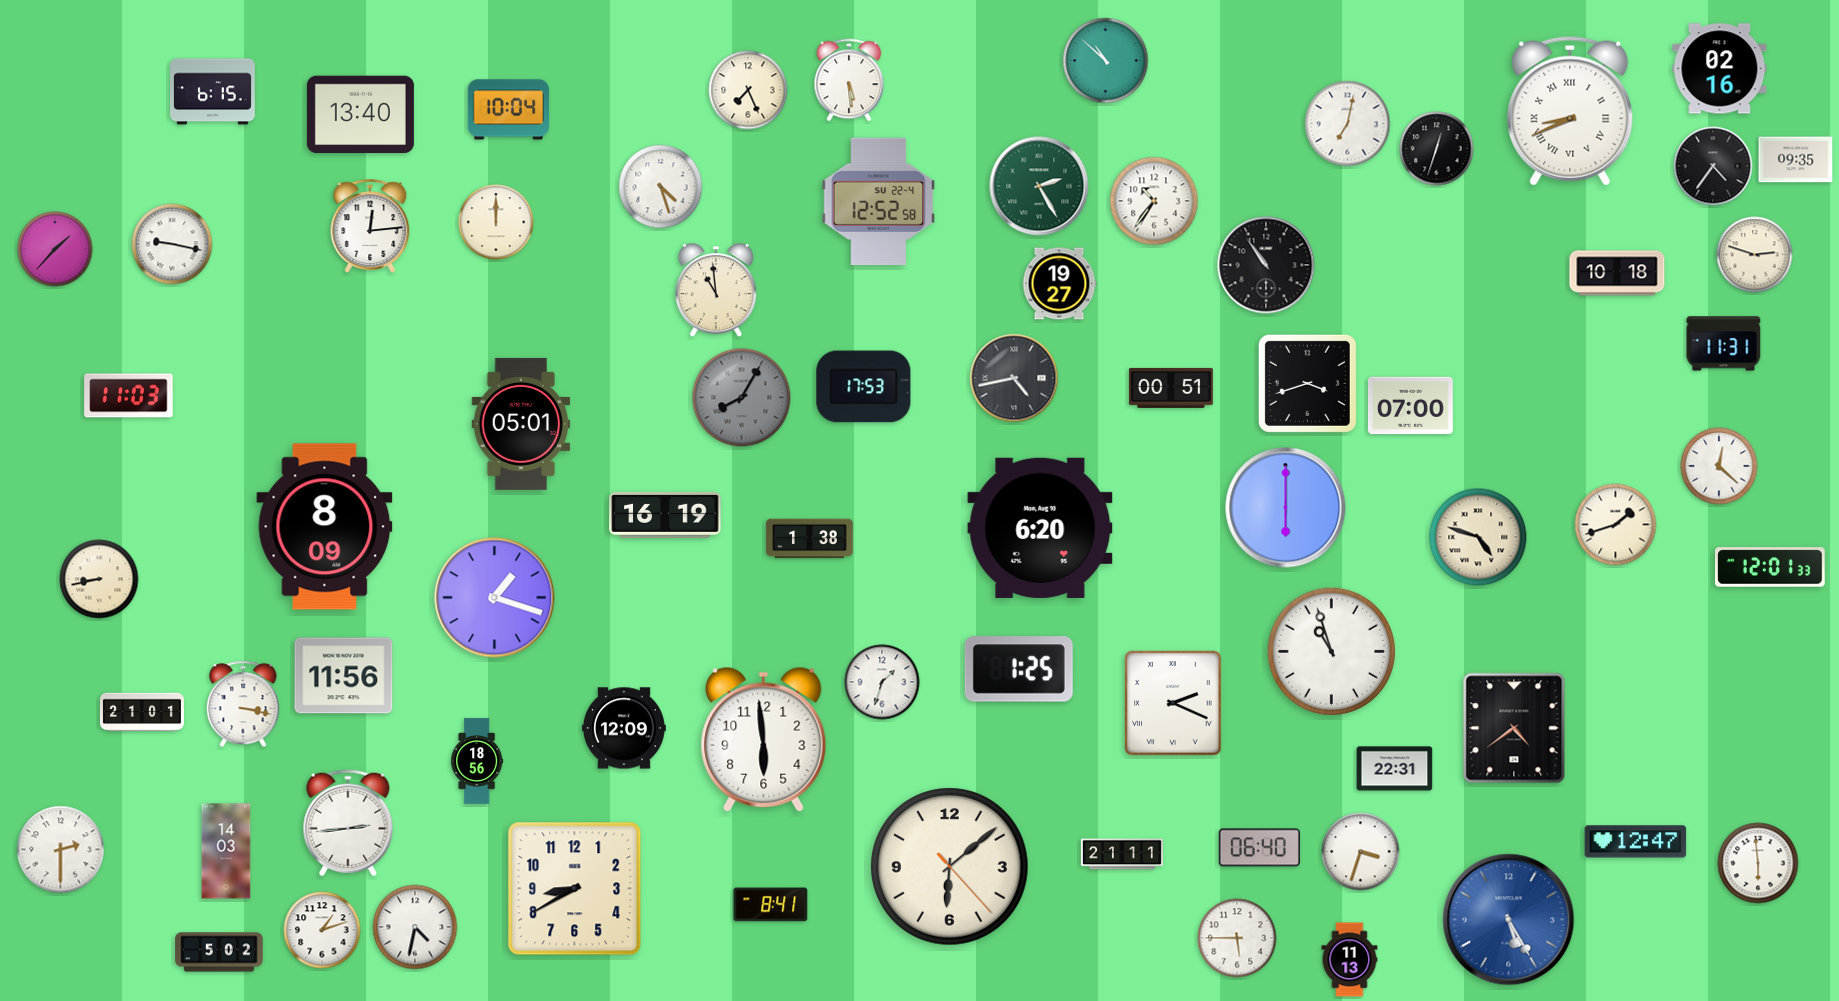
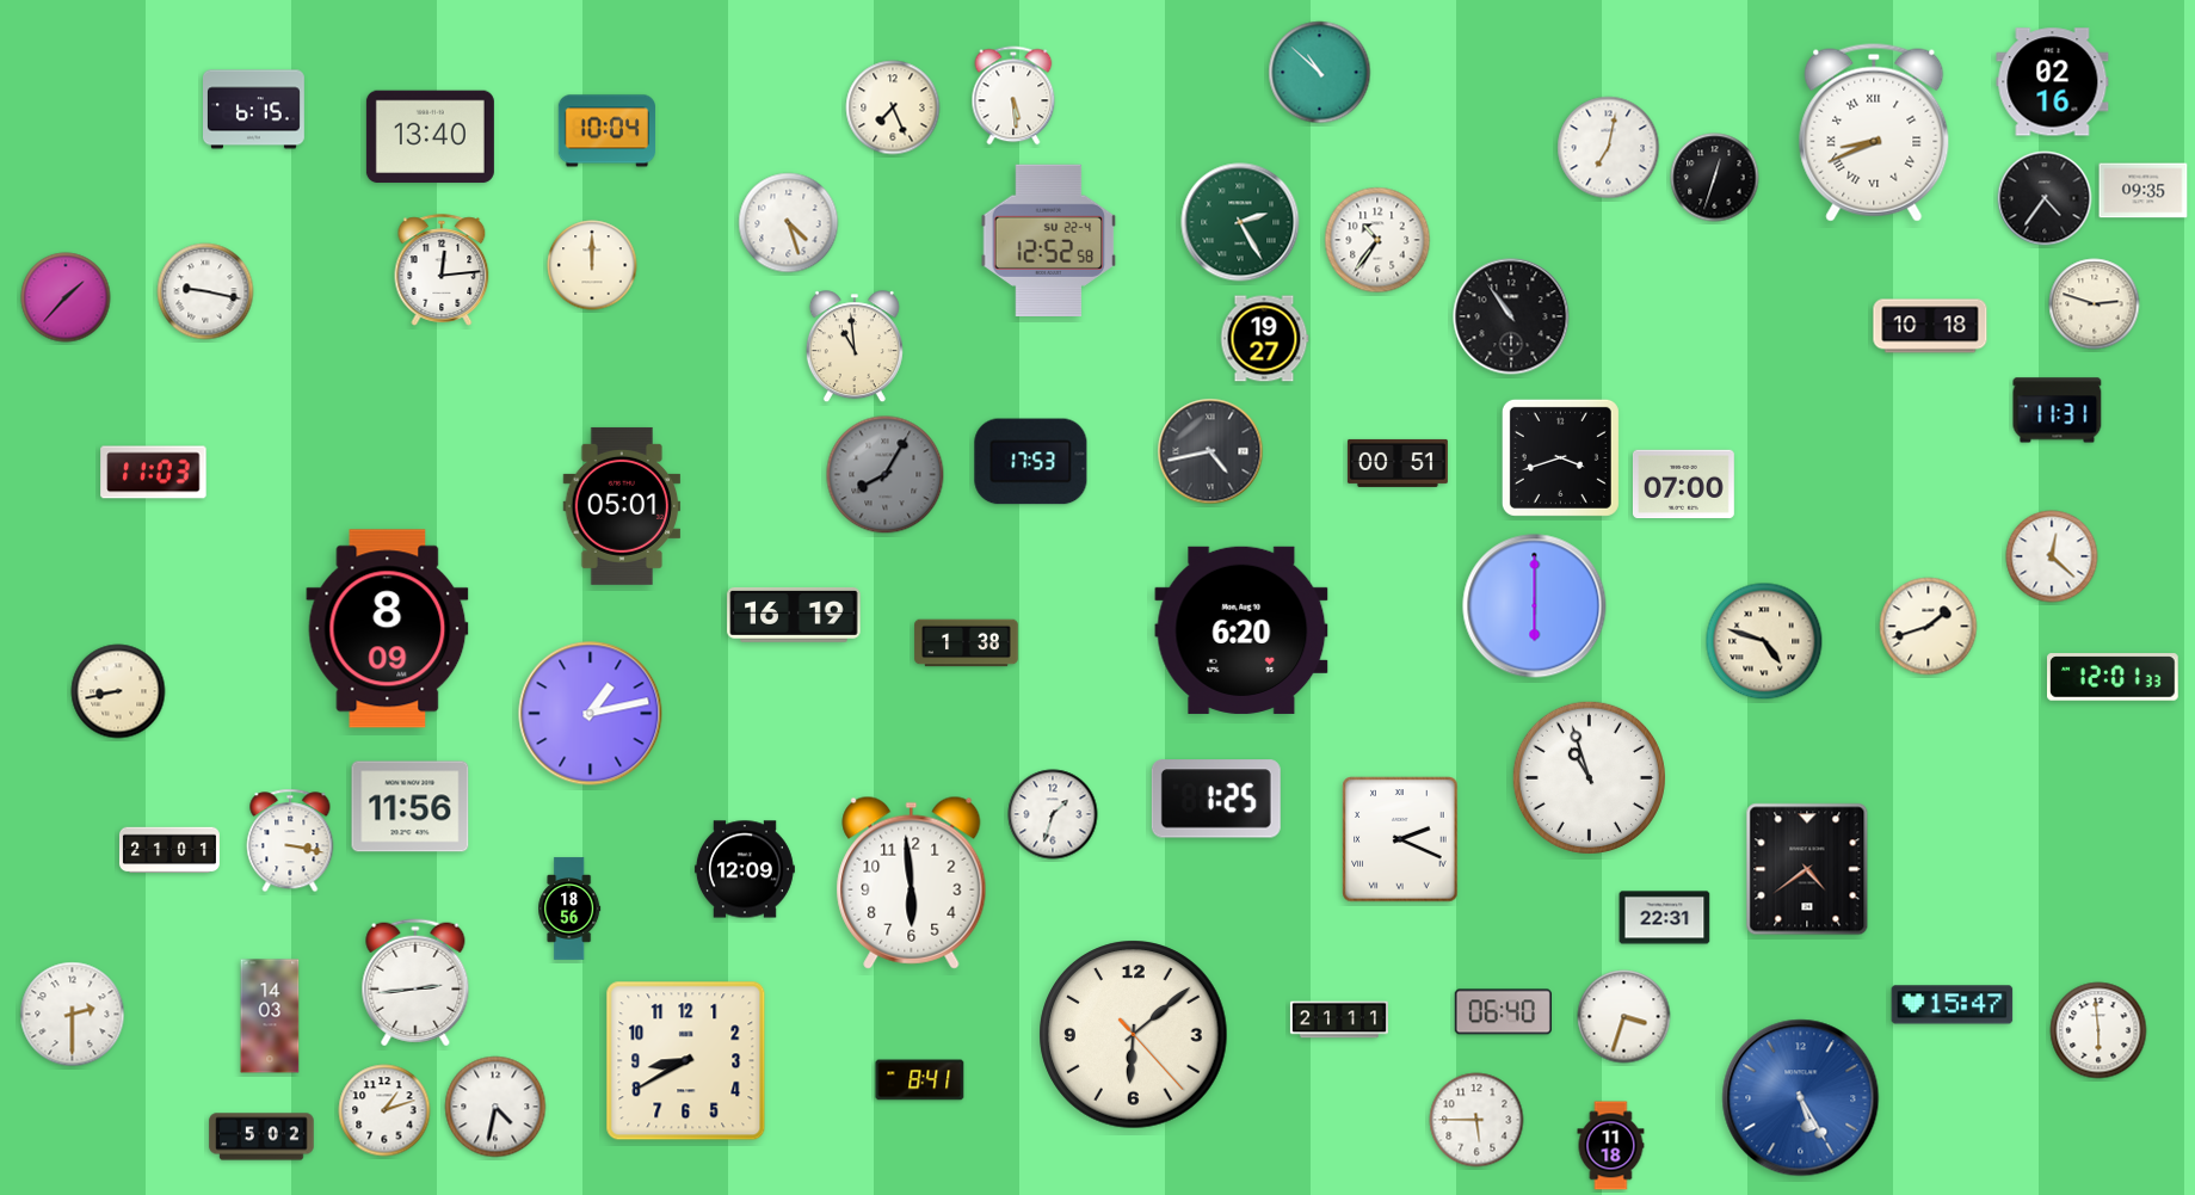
clock at (495, 598): 1:18 -> 1:13
clock at (1636, 842): 12:47 -> 15:47
clock at (1350, 960): 11:13 -> 11:18
